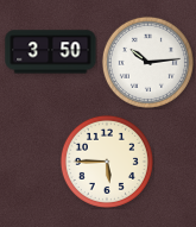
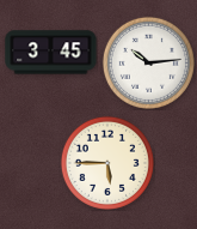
clock at (51, 52): 3:50 -> 3:45
